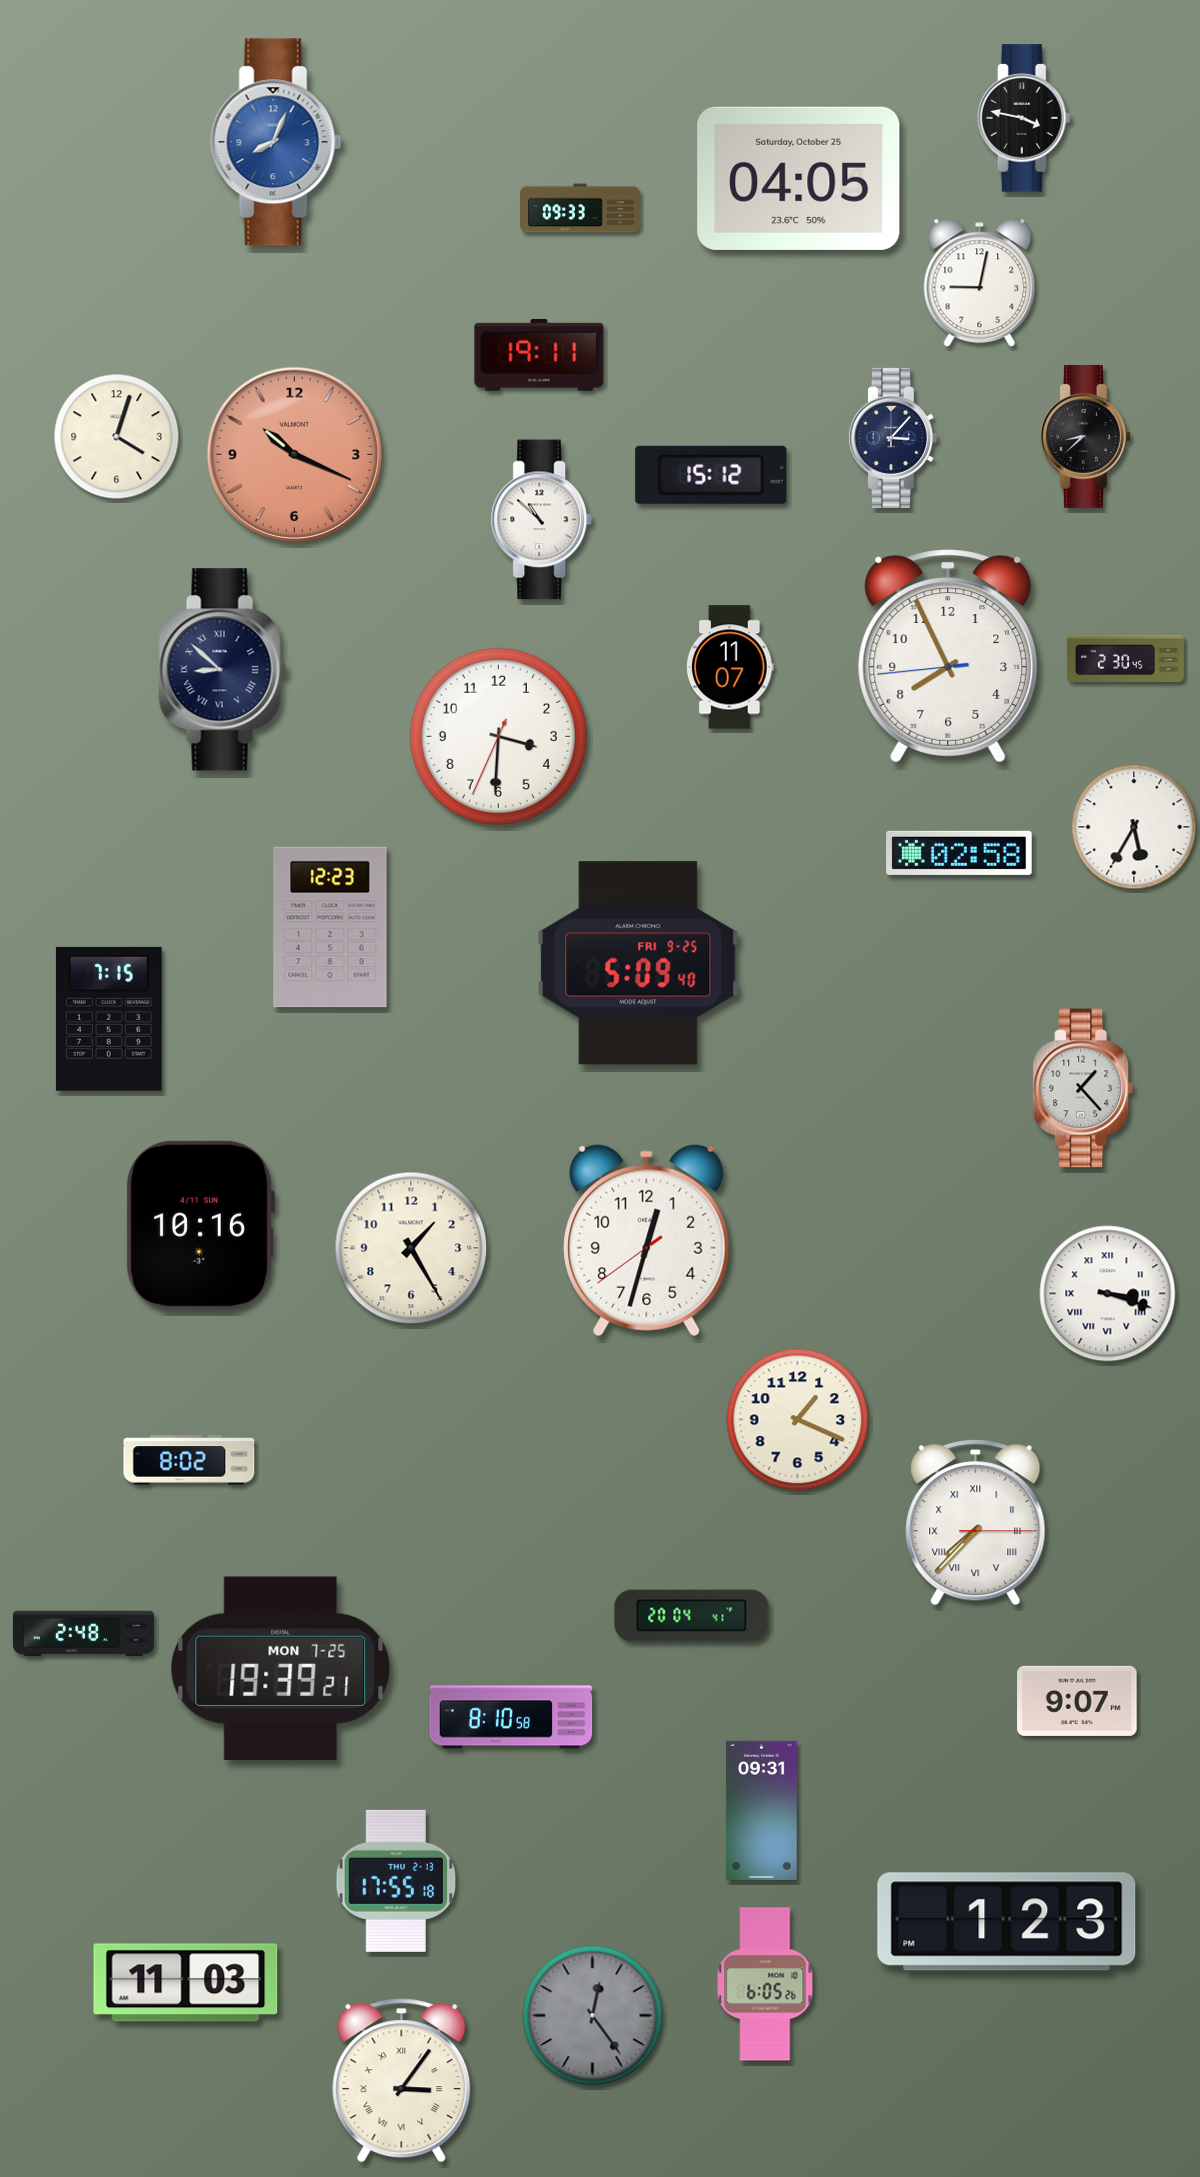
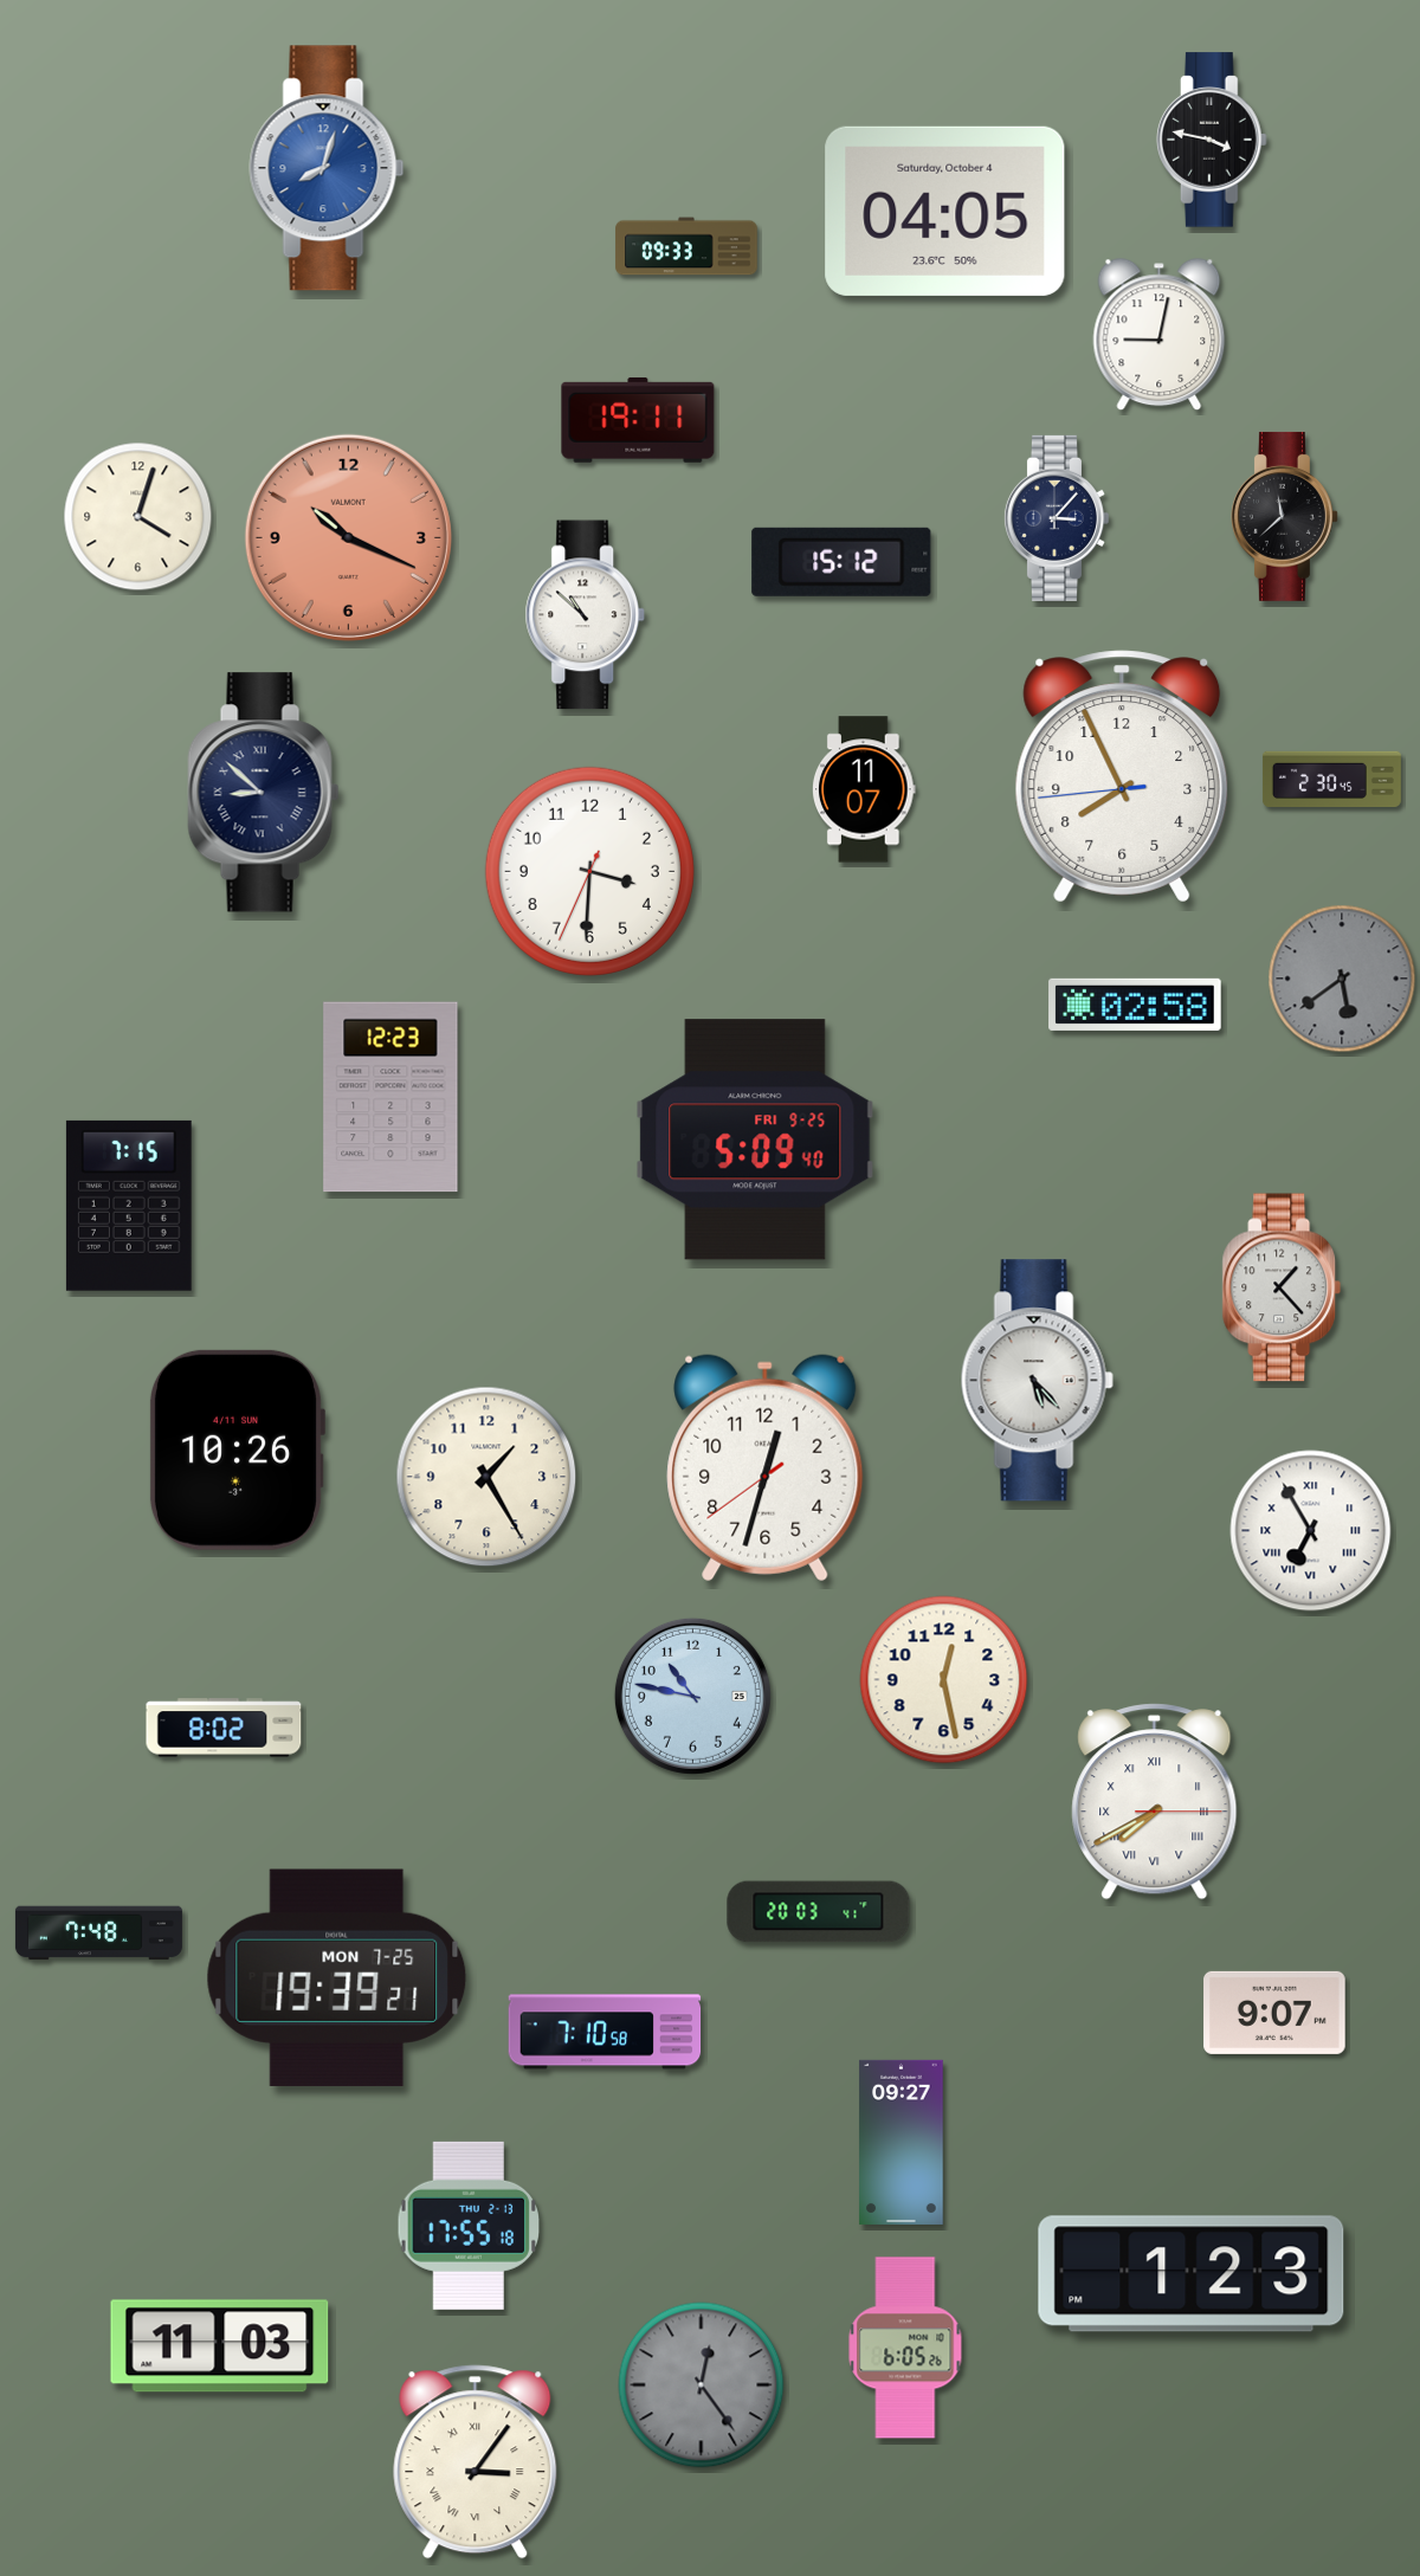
clock at (276, 142): 8:04 -> 8:03
clock at (799, 178) date: Saturday, October 25 -> Saturday, October 4
clock at (1085, 436): 8:38 -> 11:38
clock at (542, 520) position: (542, 520) -> (586, 615)
clock at (1134, 827): 5:35 -> 5:39
clock at (1134, 827) dial: white -> grey
clock at (959, 853) position: (959, 853) -> (1135, 1005)
clock at (1037, 1381): none -> 5:23
clock at (200, 1225): 10:16 -> 10:26
clock at (1108, 1294): 3:18 -> 6:55
clock at (798, 1420): 1:19 -> 12:28
clock at (692, 1696): none -> 10:47
clock at (976, 1523): 7:37 -> 7:40
clock at (692, 1616): 20:04 -> 20:03
clock at (83, 1634): 2:48 -> 7:48
clock at (281, 1668) position: (281, 1668) -> (337, 1977)
clock at (511, 1717): 8:10 -> 7:10
clock at (762, 1810): 09:31 -> 09:27
